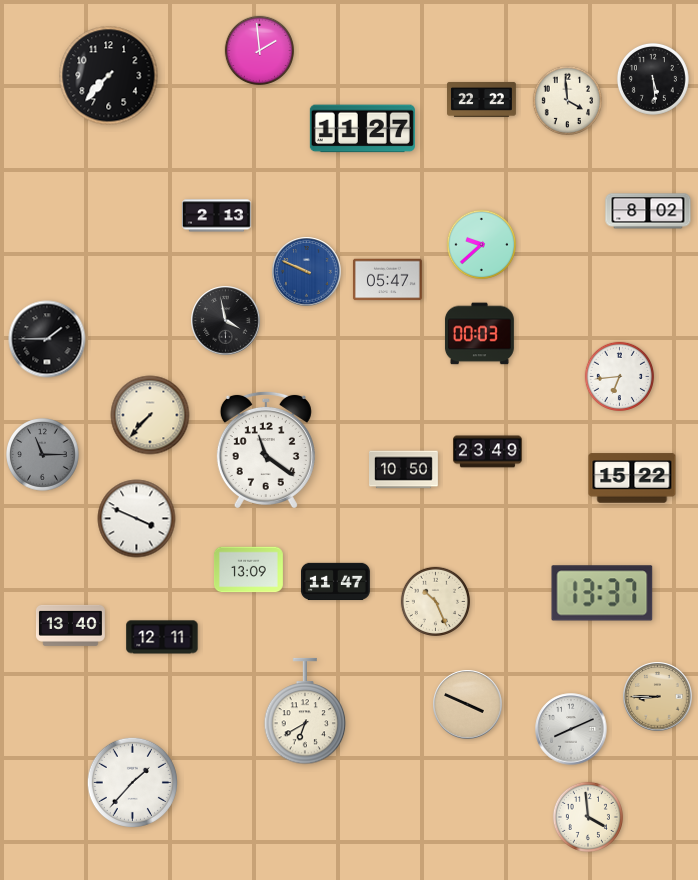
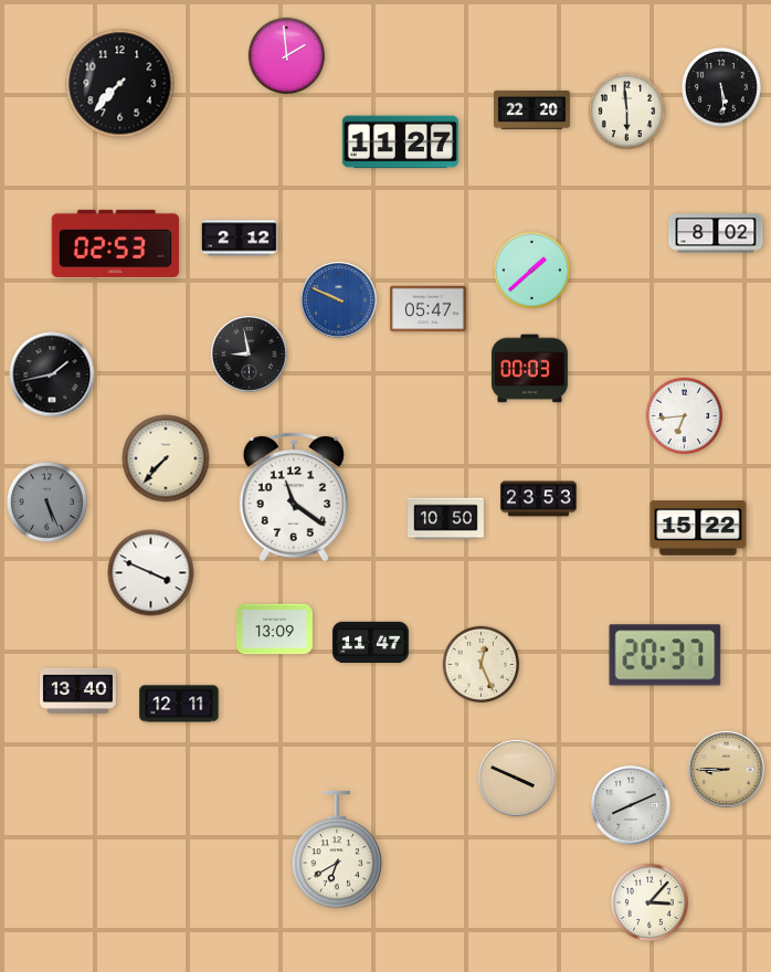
clock at (482, 99): 22:22 -> 22:20
clock at (567, 100): 3:59 -> 5:59
clock at (216, 216): 2:13 -> 2:12
clock at (116, 243): none -> 02:53
clock at (481, 244): 9:38 -> 1:38
clock at (226, 321): 3:58 -> 8:58
clock at (47, 339): 1:45 -> 1:43
clock at (488, 452): 23:49 -> 23:53
clock at (43, 455): 11:15 -> 5:26
clock at (602, 593): 13:37 -> 20:37
clock at (435, 601): 10:26 -> 12:26
clock at (305, 711) position: (305, 711) -> (337, 849)
clock at (132, 782): 1:37 -> none
clock at (588, 817): 3:59 -> 3:07
